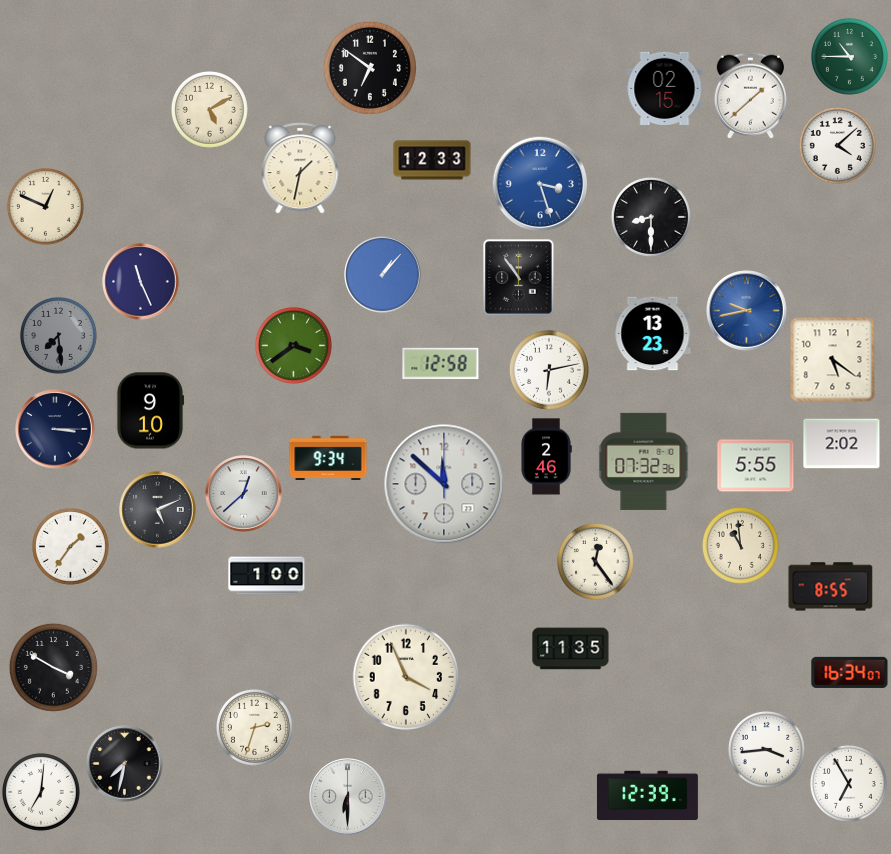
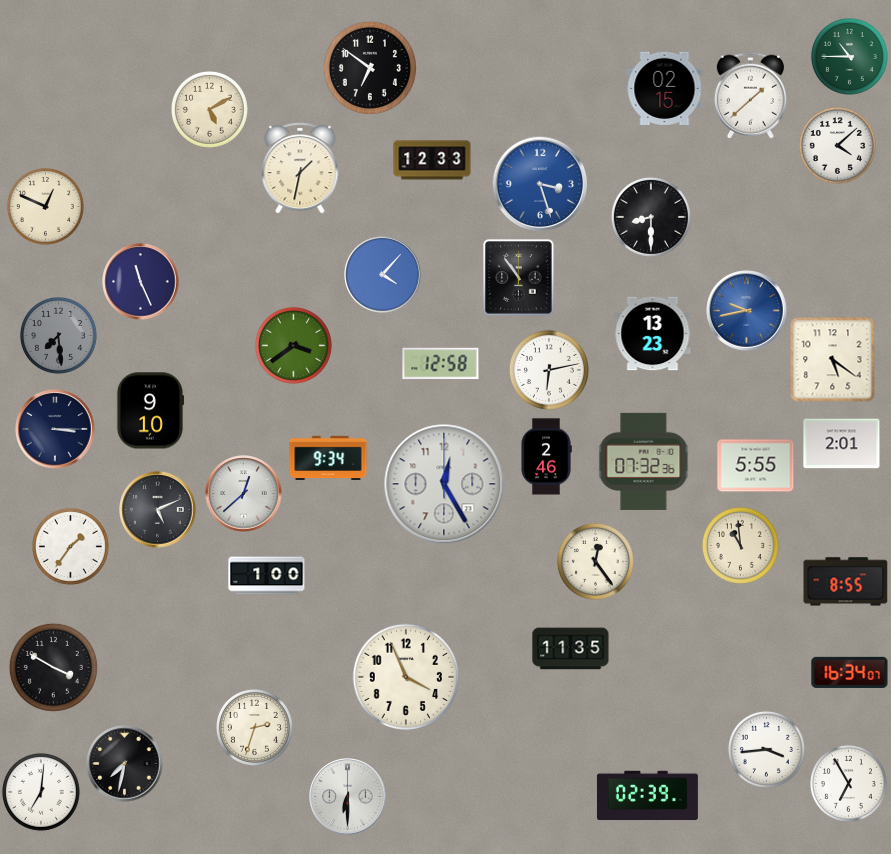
clock at (383, 275): 1:07 -> 4:07
clock at (842, 444): 2:02 -> 2:01
clock at (444, 484): 11:52 -> 12:25
clock at (831, 587) position: (831, 587) -> (846, 582)
clock at (647, 796): 12:39 -> 02:39
